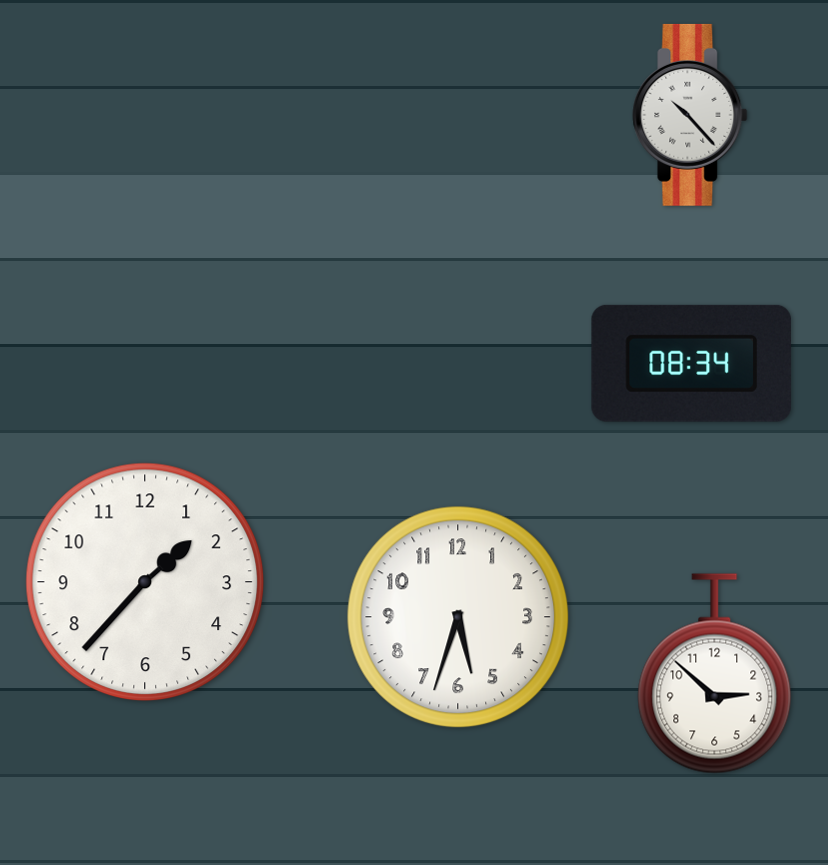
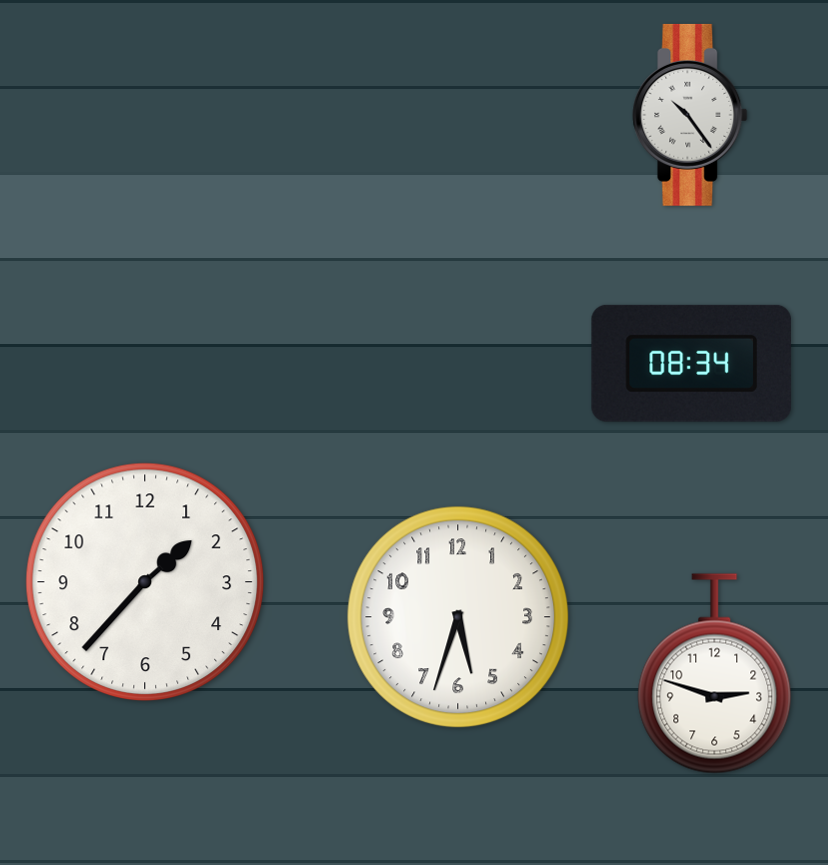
clock at (690, 115): 10:23 -> 10:24
clock at (715, 674): 2:52 -> 2:48
